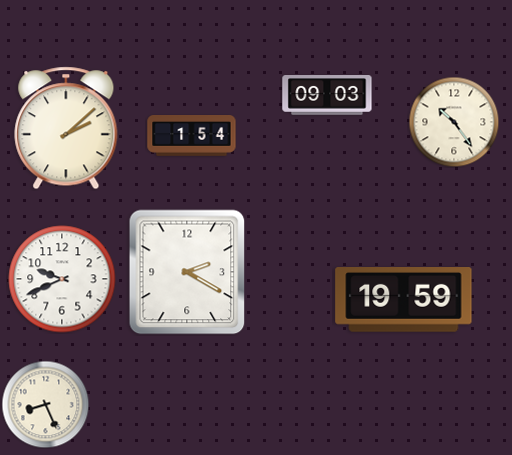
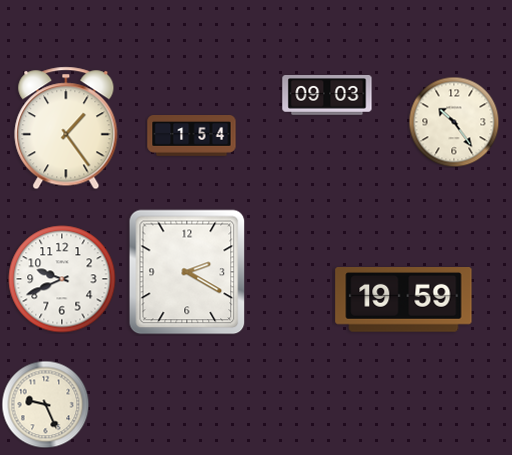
clock at (66, 128): 2:08 -> 1:24
clock at (45, 404): 8:26 -> 9:26
